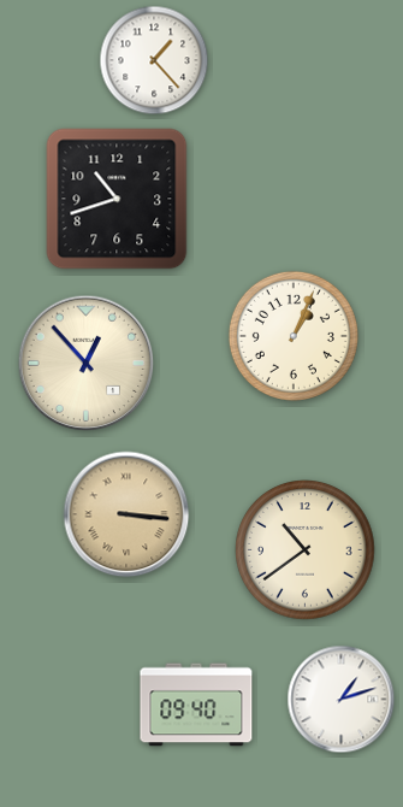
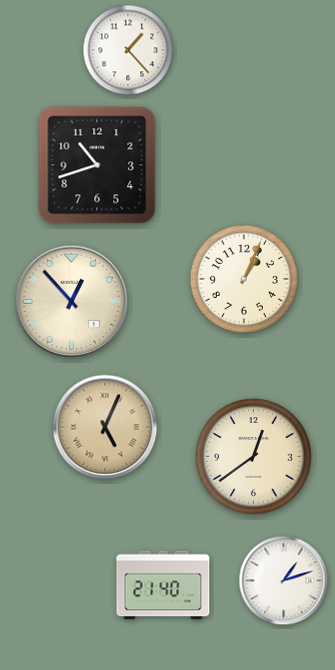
clock at (126, 514): 3:16 -> 5:04
clock at (306, 550): 10:39 -> 12:39
clock at (196, 705): 09:40 -> 21:40
